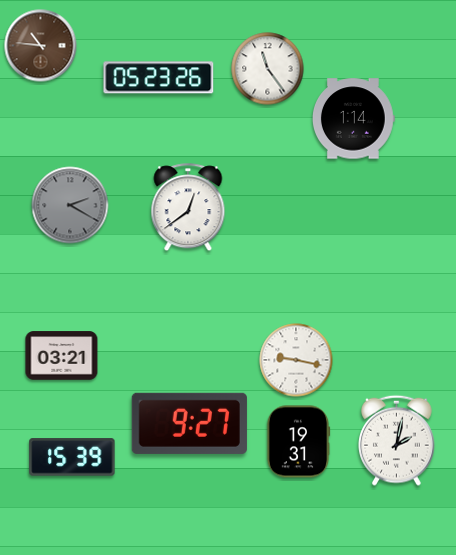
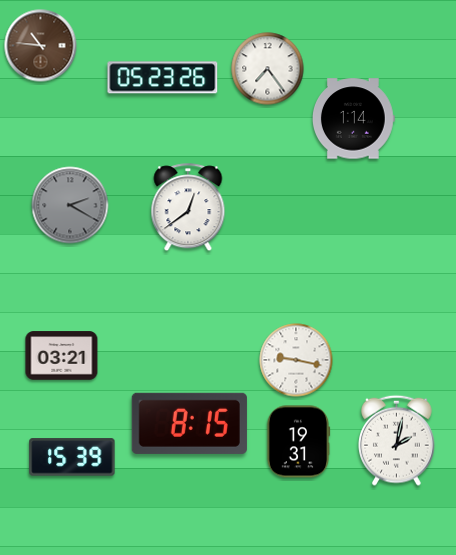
clock at (268, 69): 11:24 -> 7:24
clock at (159, 78) position: (159, 78) -> (163, 78)
clock at (189, 423): 9:27 -> 8:15
